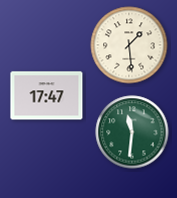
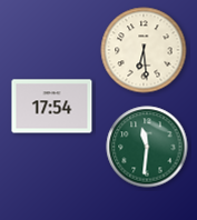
clock at (129, 45): 1:29 -> 6:29
clock at (47, 96): 17:47 -> 17:54
